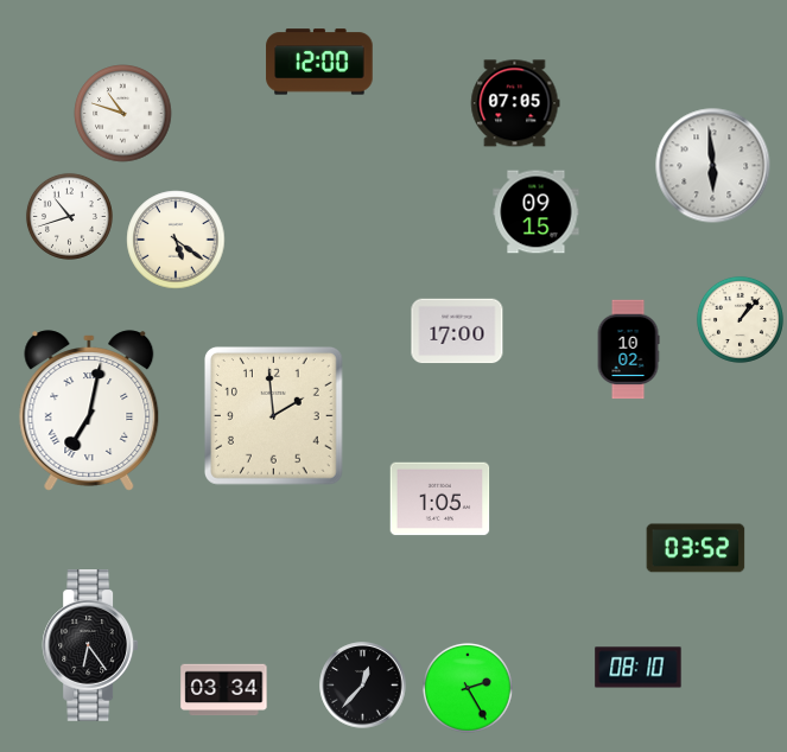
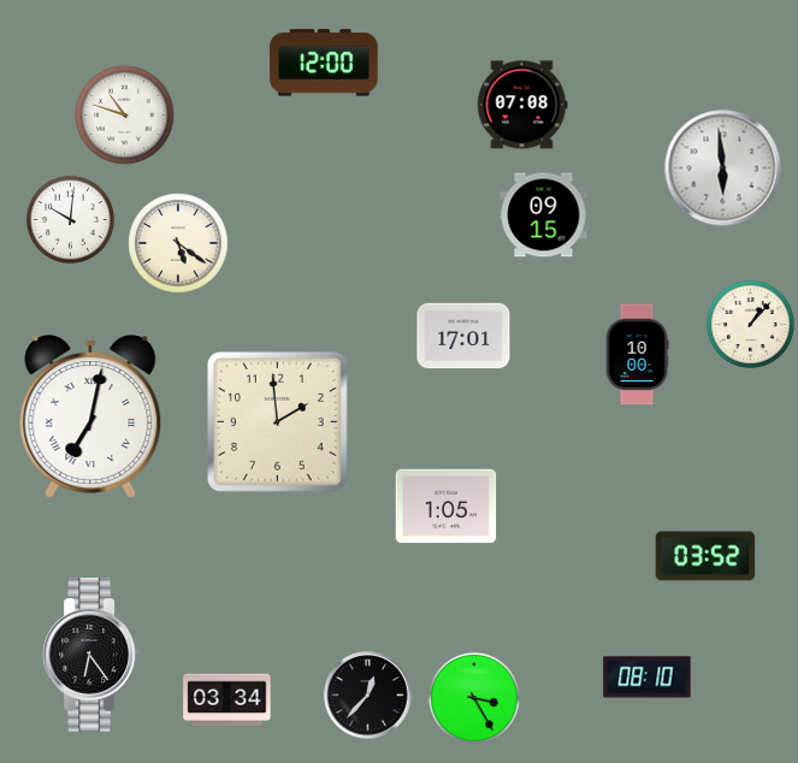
clock at (515, 103): 07:05 -> 07:08
clock at (69, 216): 10:42 -> 10:01
clock at (457, 331): 17:00 -> 17:01
clock at (628, 350): 10:02 -> 10:00
clock at (468, 688): 2:25 -> 3:25
